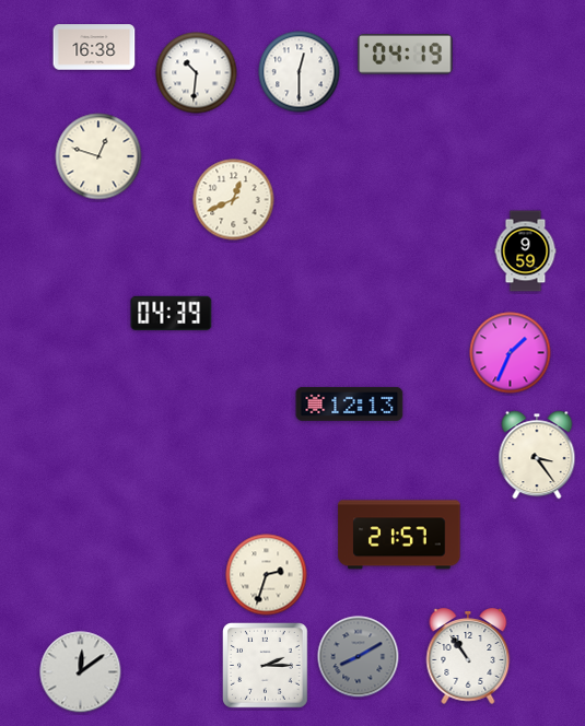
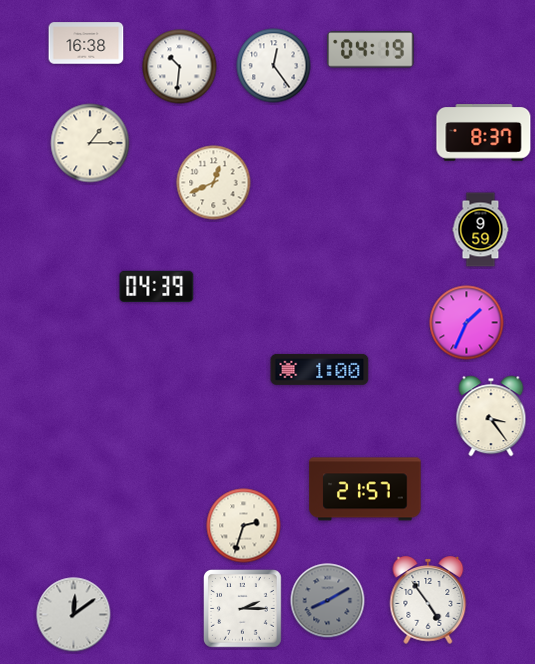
clock at (300, 72): 12:30 -> 12:24
clock at (484, 133): none -> 8:37
clock at (98, 156): 12:48 -> 1:15
clock at (350, 403): 12:13 -> 1:00
clock at (468, 656): 10:54 -> 4:54
